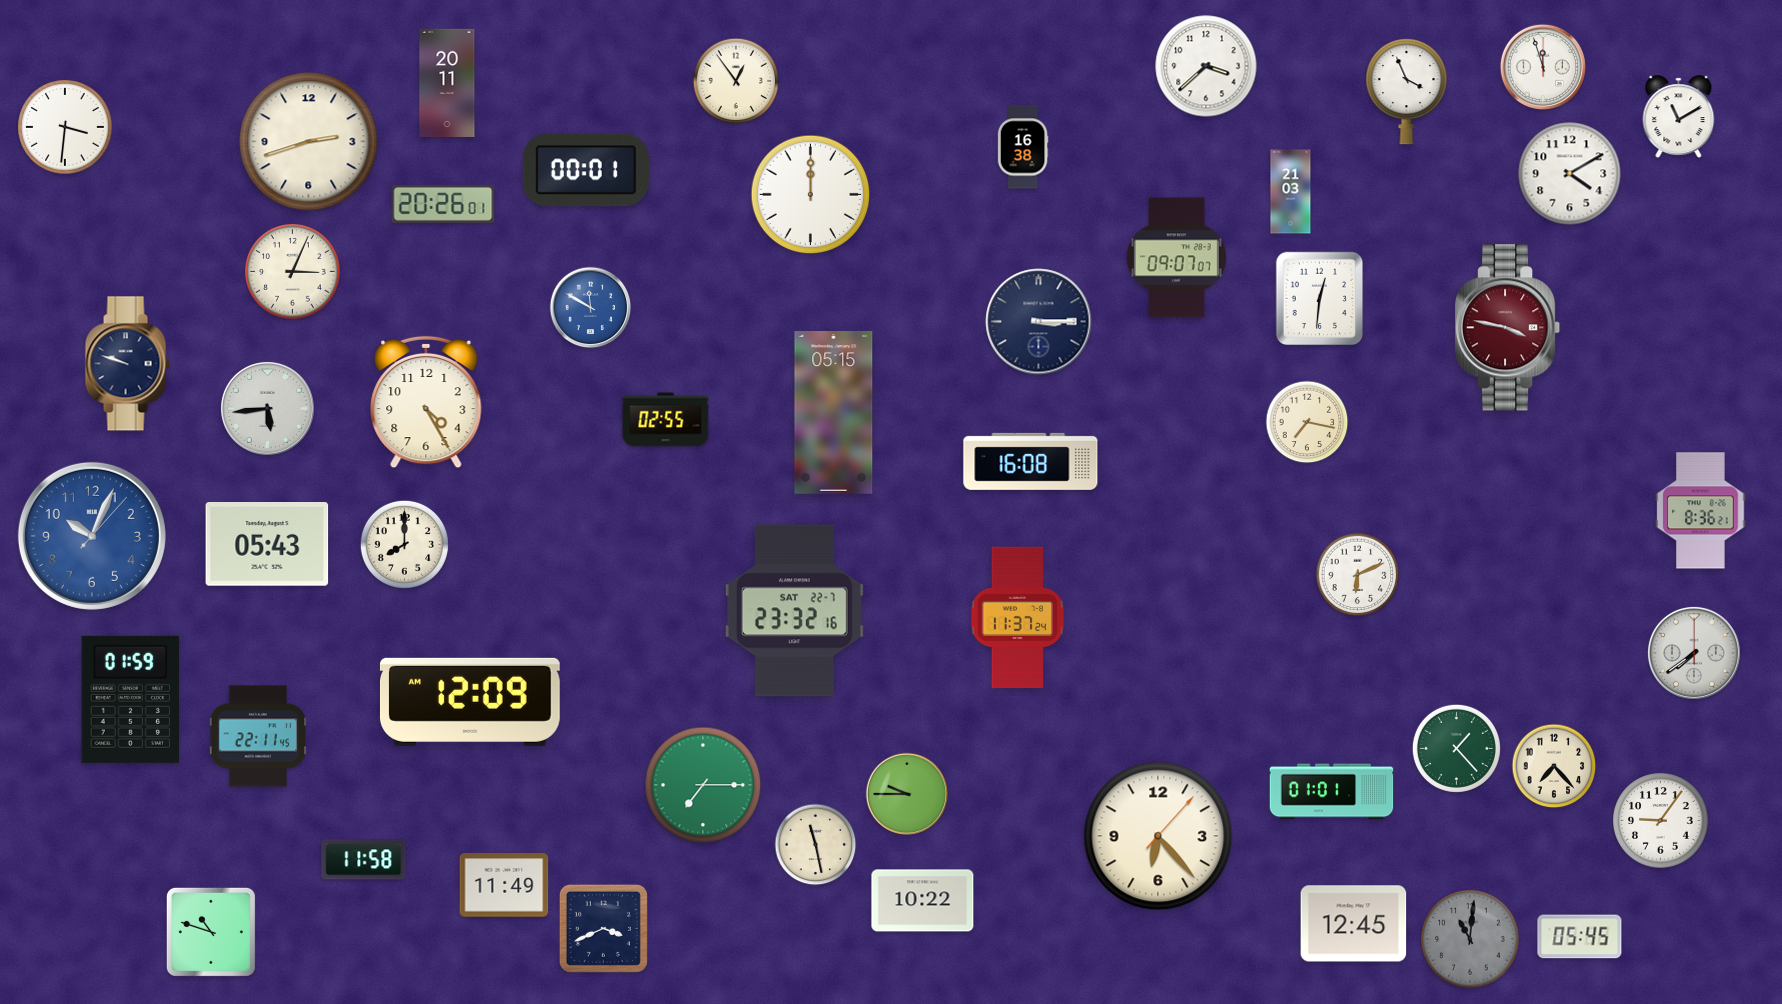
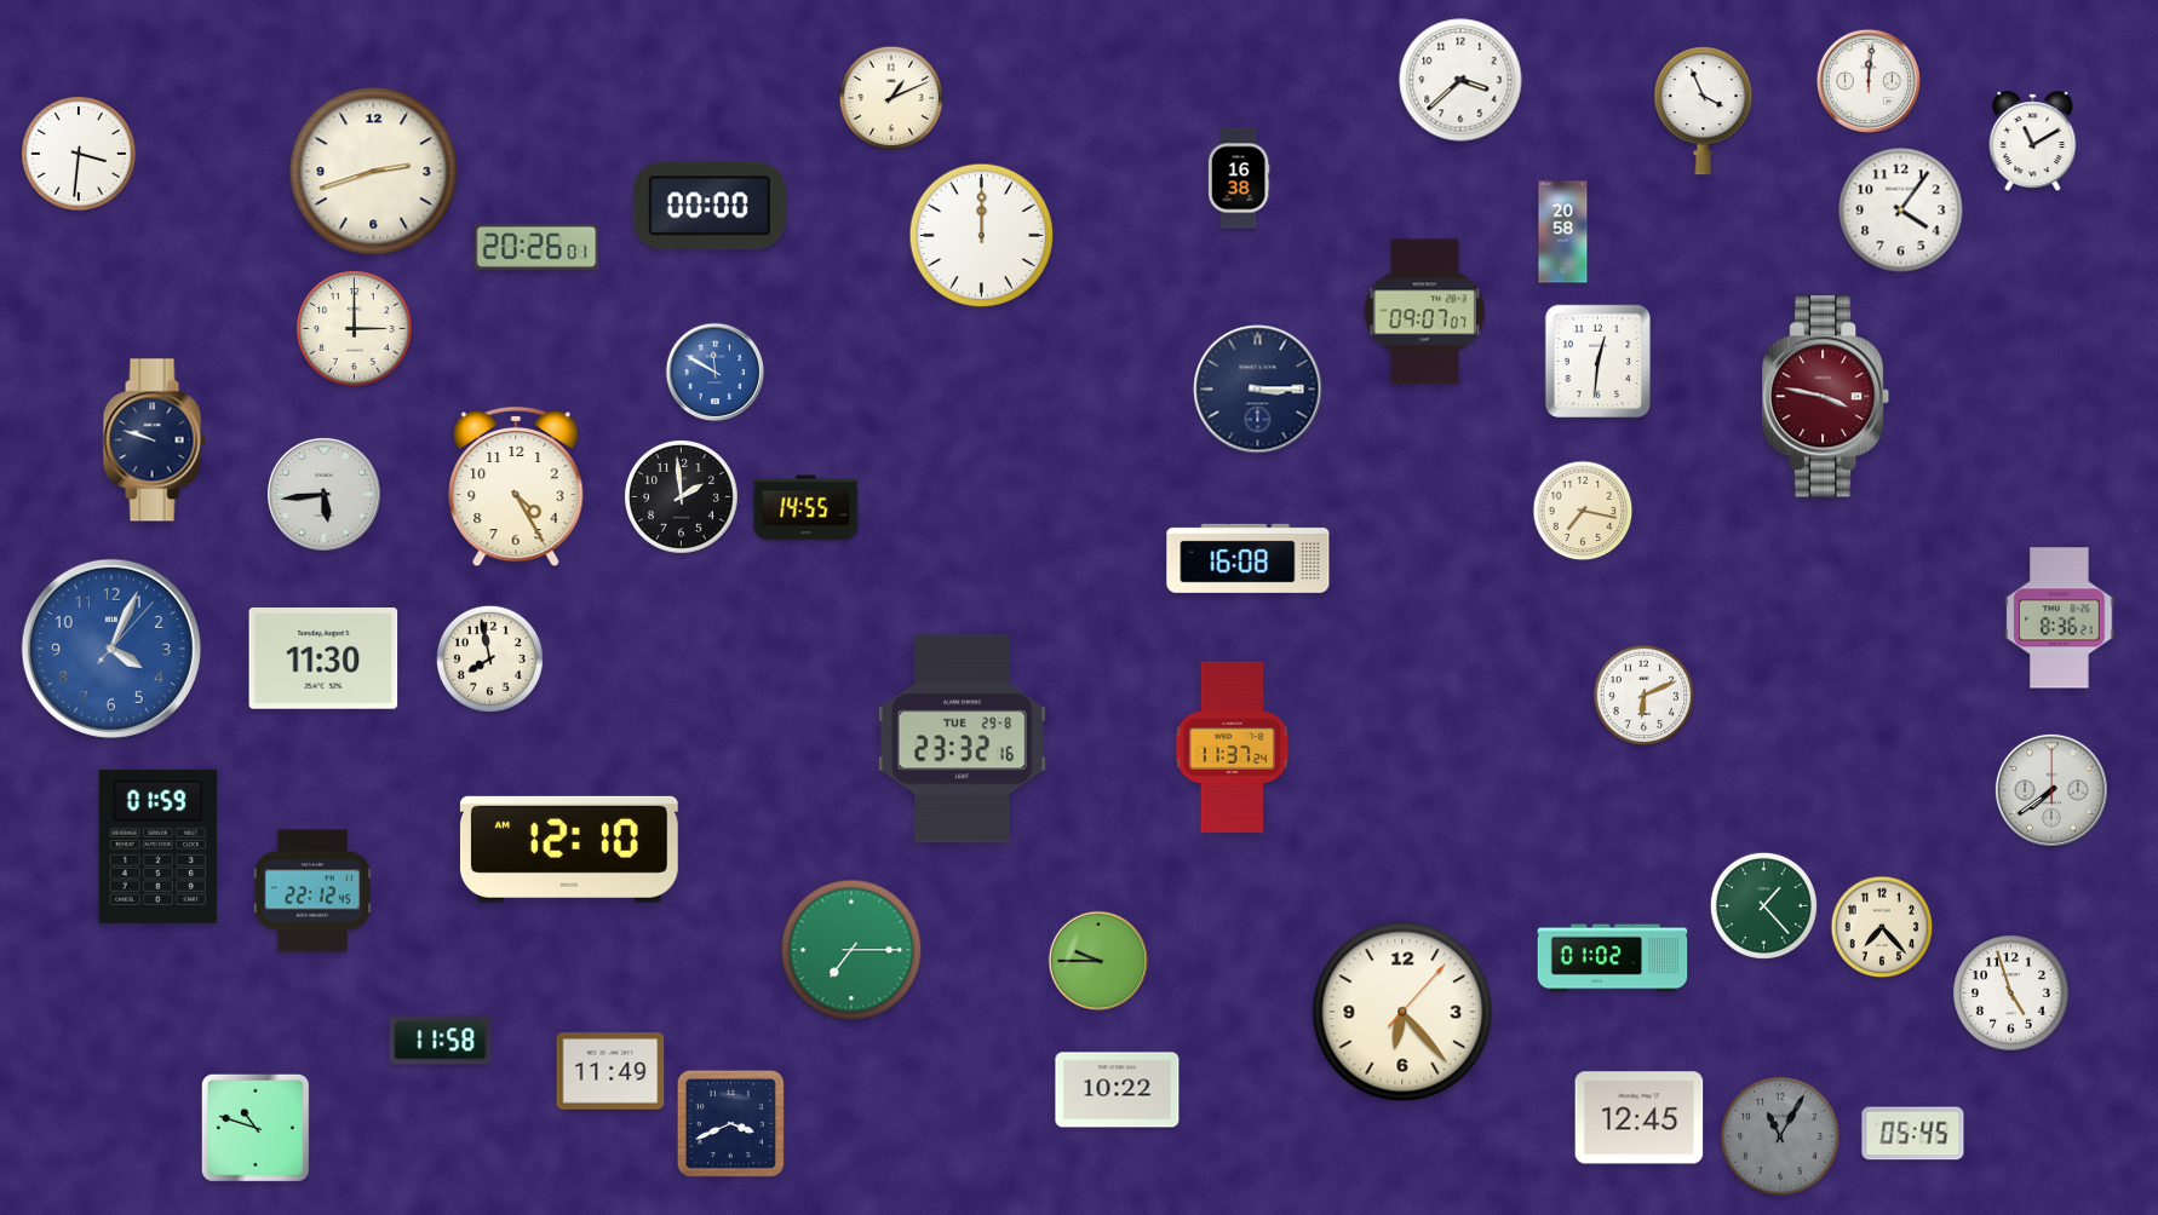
clock at (1543, 67): 11:57 -> 12:01
clock at (736, 81): 12:54 -> 1:11
clock at (447, 82): 20:11 -> none
clock at (586, 170): 00:01 -> 00:00
clock at (1570, 174): 4:10 -> 4:06
clock at (1291, 192): 21:03 -> 20:58
clock at (293, 272): 3:04 -> 3:00
clock at (682, 497): none -> 1:59
clock at (834, 413): 05:15 -> none
clock at (666, 420): 02:55 -> 14:55
clock at (92, 536): 10:04 -> 4:04
clock at (404, 544): 8:00 -> 7:58
clock at (267, 545): 05:43 -> 11:30
clock at (794, 611) date: SAT 22-7 -> TUE 29-8
clock at (470, 702): 12:09 -> 12:10
clock at (257, 736): 22:11 -> 22:12
clock at (1332, 792): 01:01 -> 01:02
clock at (1661, 821): 9:06 -> 4:57
clock at (816, 845): 11:28 -> none
clock at (1470, 939): 11:01 -> 11:05
